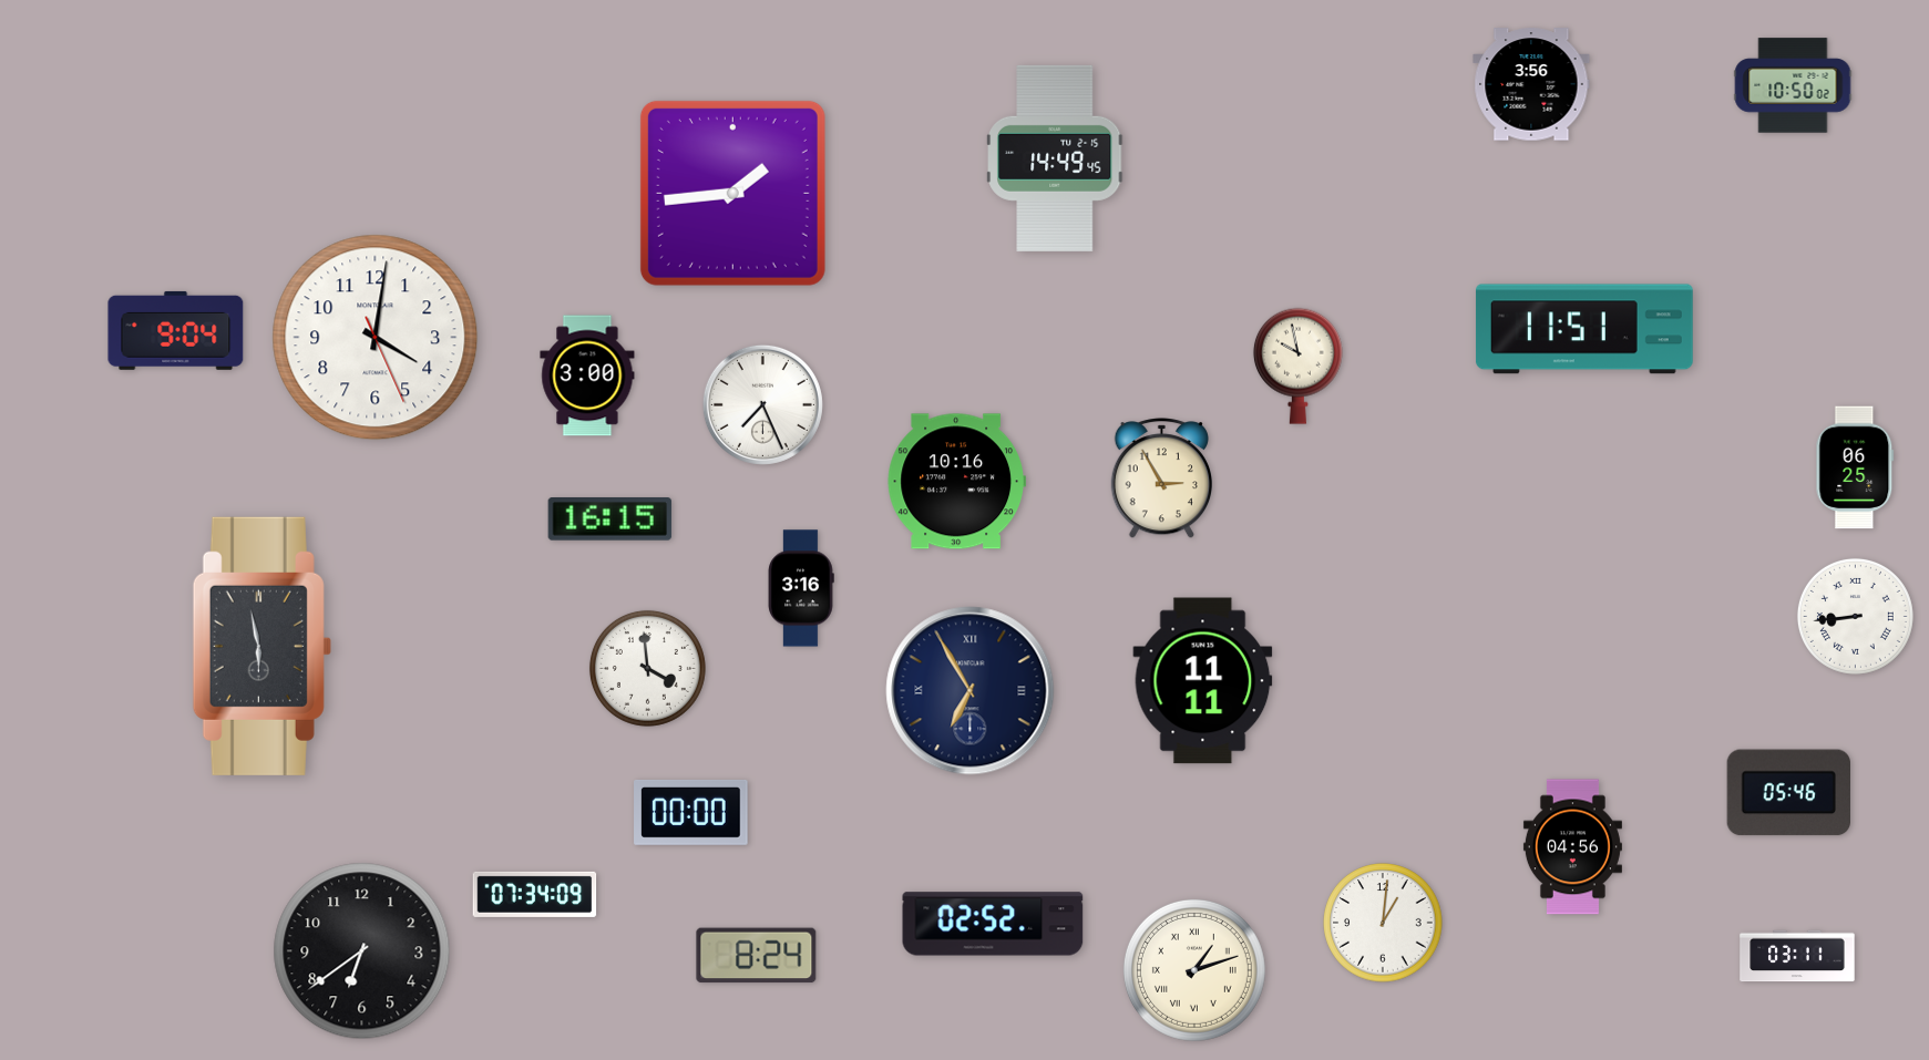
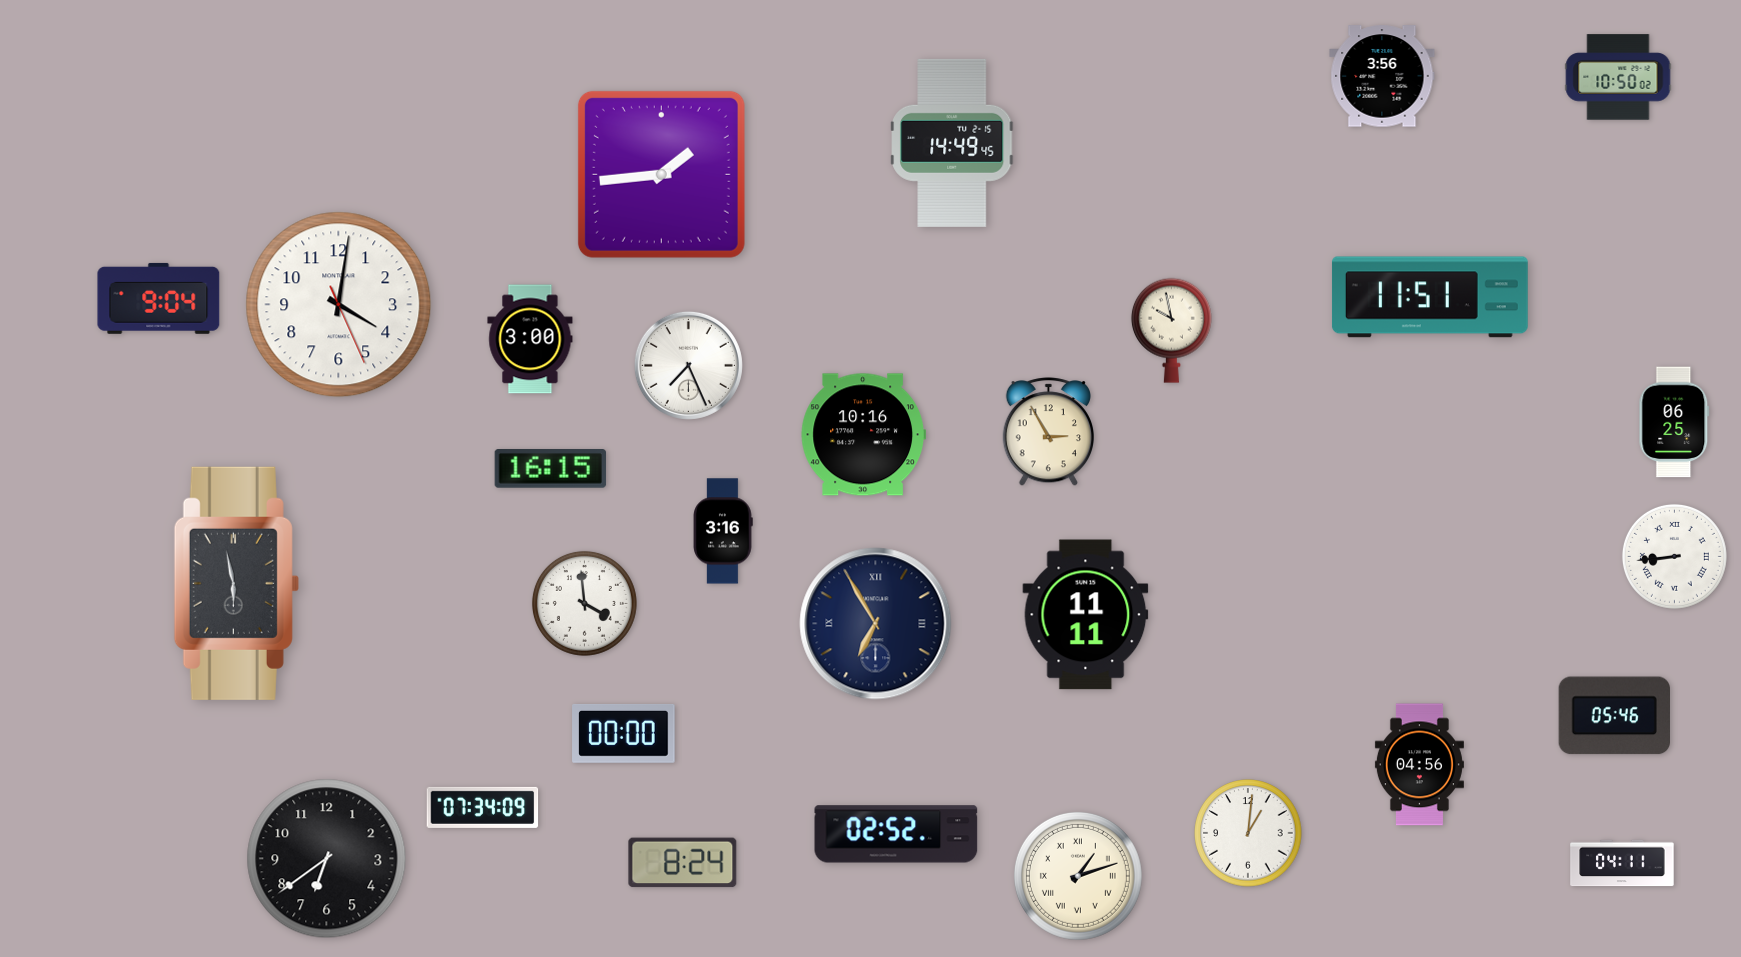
clock at (1797, 956): 03:11 -> 04:11
